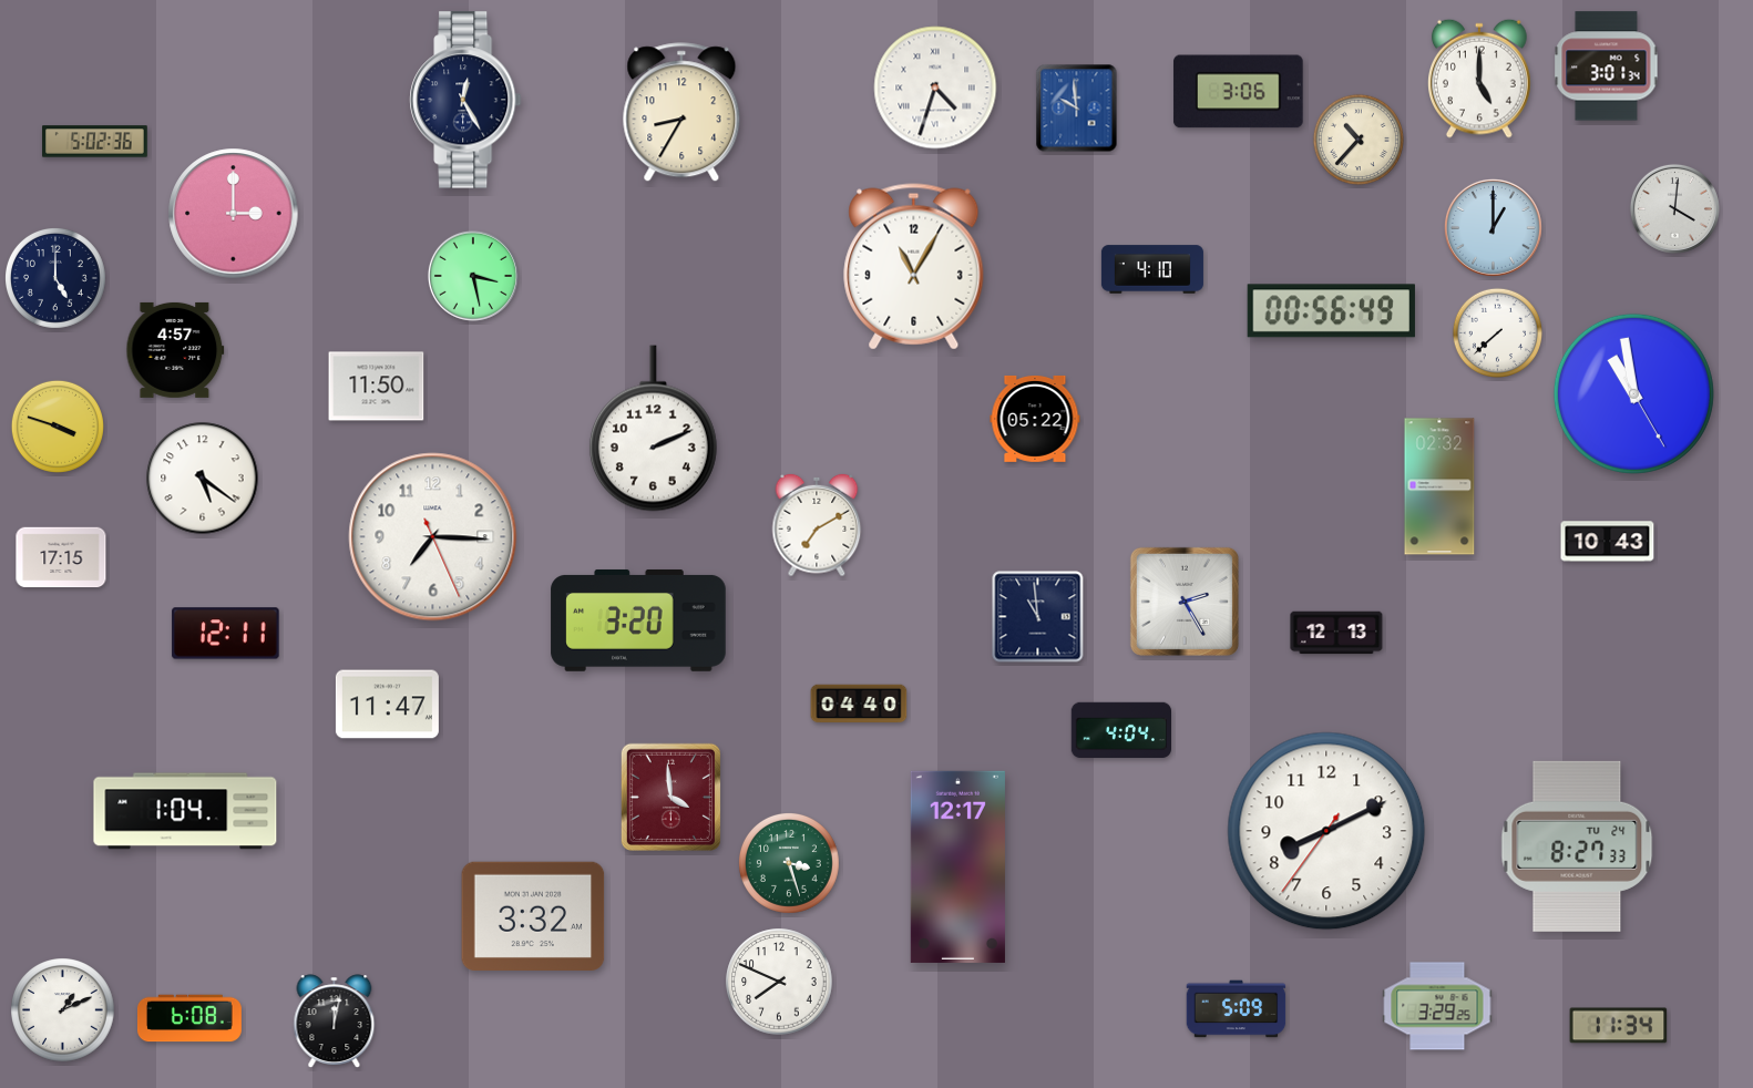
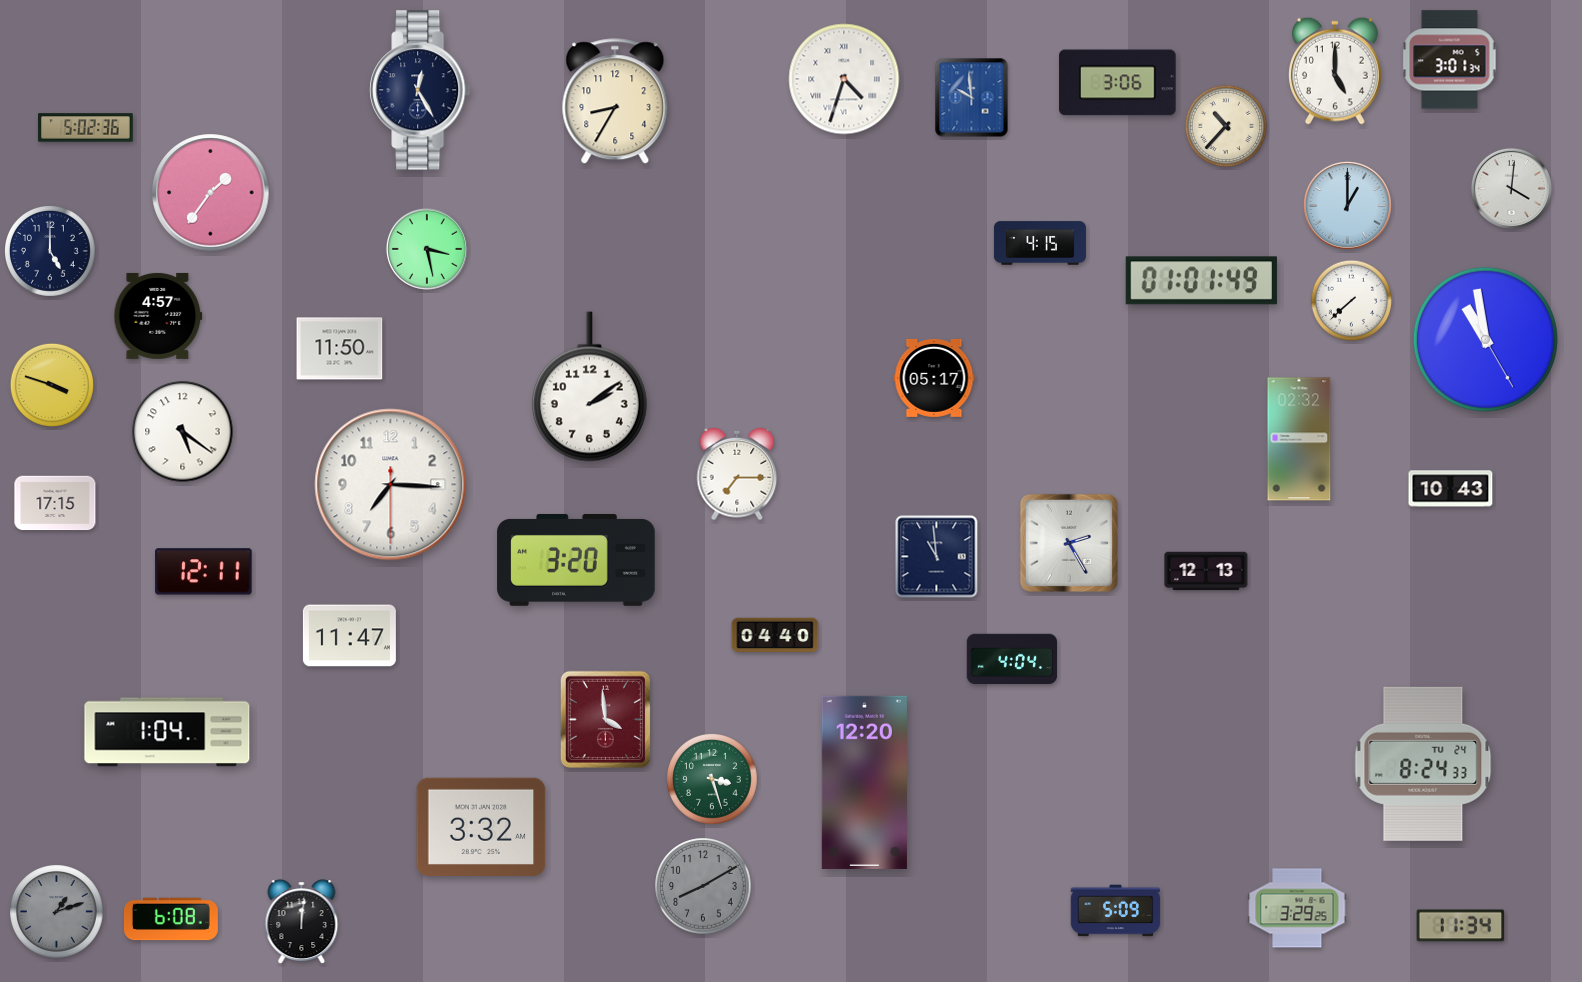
clock at (234, 214): 3:00 -> 1:36
clock at (914, 267): 11:05 -> none
clock at (1152, 269): 4:10 -> 4:15
clock at (1331, 311): 00:56 -> 01:01
clock at (1633, 393) position: (1633, 393) -> (1485, 339)
clock at (1035, 419): 05:22 -> 05:17
clock at (653, 429): 2:11 -> 2:09
clock at (817, 525): 7:10 -> 7:15
clock at (433, 537): 7:15:26 -> 7:15:30
clock at (1326, 831): 8:10 -> none
clock at (1577, 846): 8:27 -> 8:24
clock at (957, 866): 12:17 -> 12:20
clock at (779, 982): 7:49 -> 8:10
clock at (779, 982) dial: white -> grey
clock at (63, 1010): 1:11 -> 1:12
clock at (63, 1010) dial: white -> grey
clock at (335, 1022): 12:02 -> 12:01
